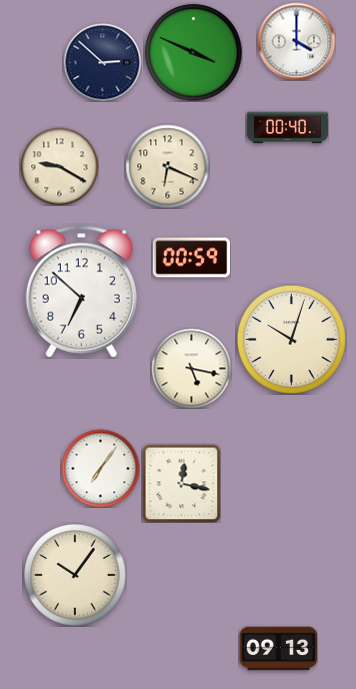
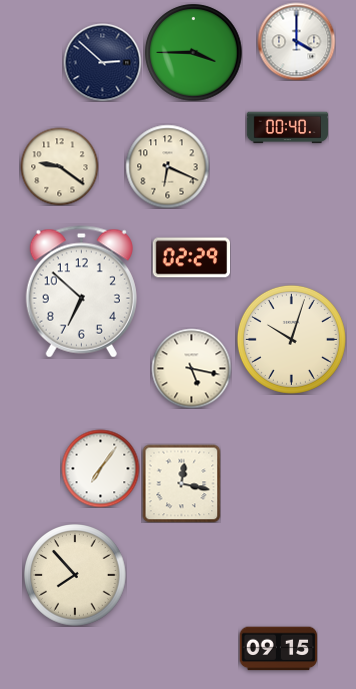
clock at (194, 53): 3:49 -> 3:45
clock at (59, 166): 9:20 -> 9:21
clock at (191, 258): 00:59 -> 02:29
clock at (76, 576): 10:06 -> 7:53
clock at (278, 649): 09:13 -> 09:15
